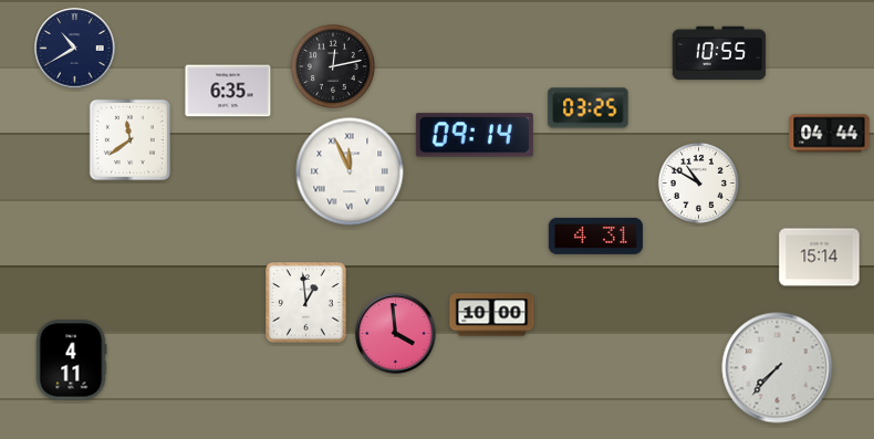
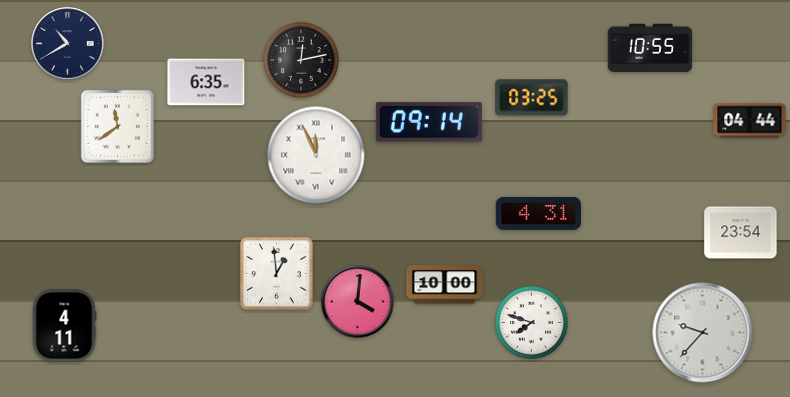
clock at (698, 182): 10:50 -> none
clock at (820, 258): 15:14 -> 23:54
clock at (396, 334): 3:59 -> 4:01
clock at (531, 322): none -> 7:48
clock at (778, 368): 7:37 -> 9:37
